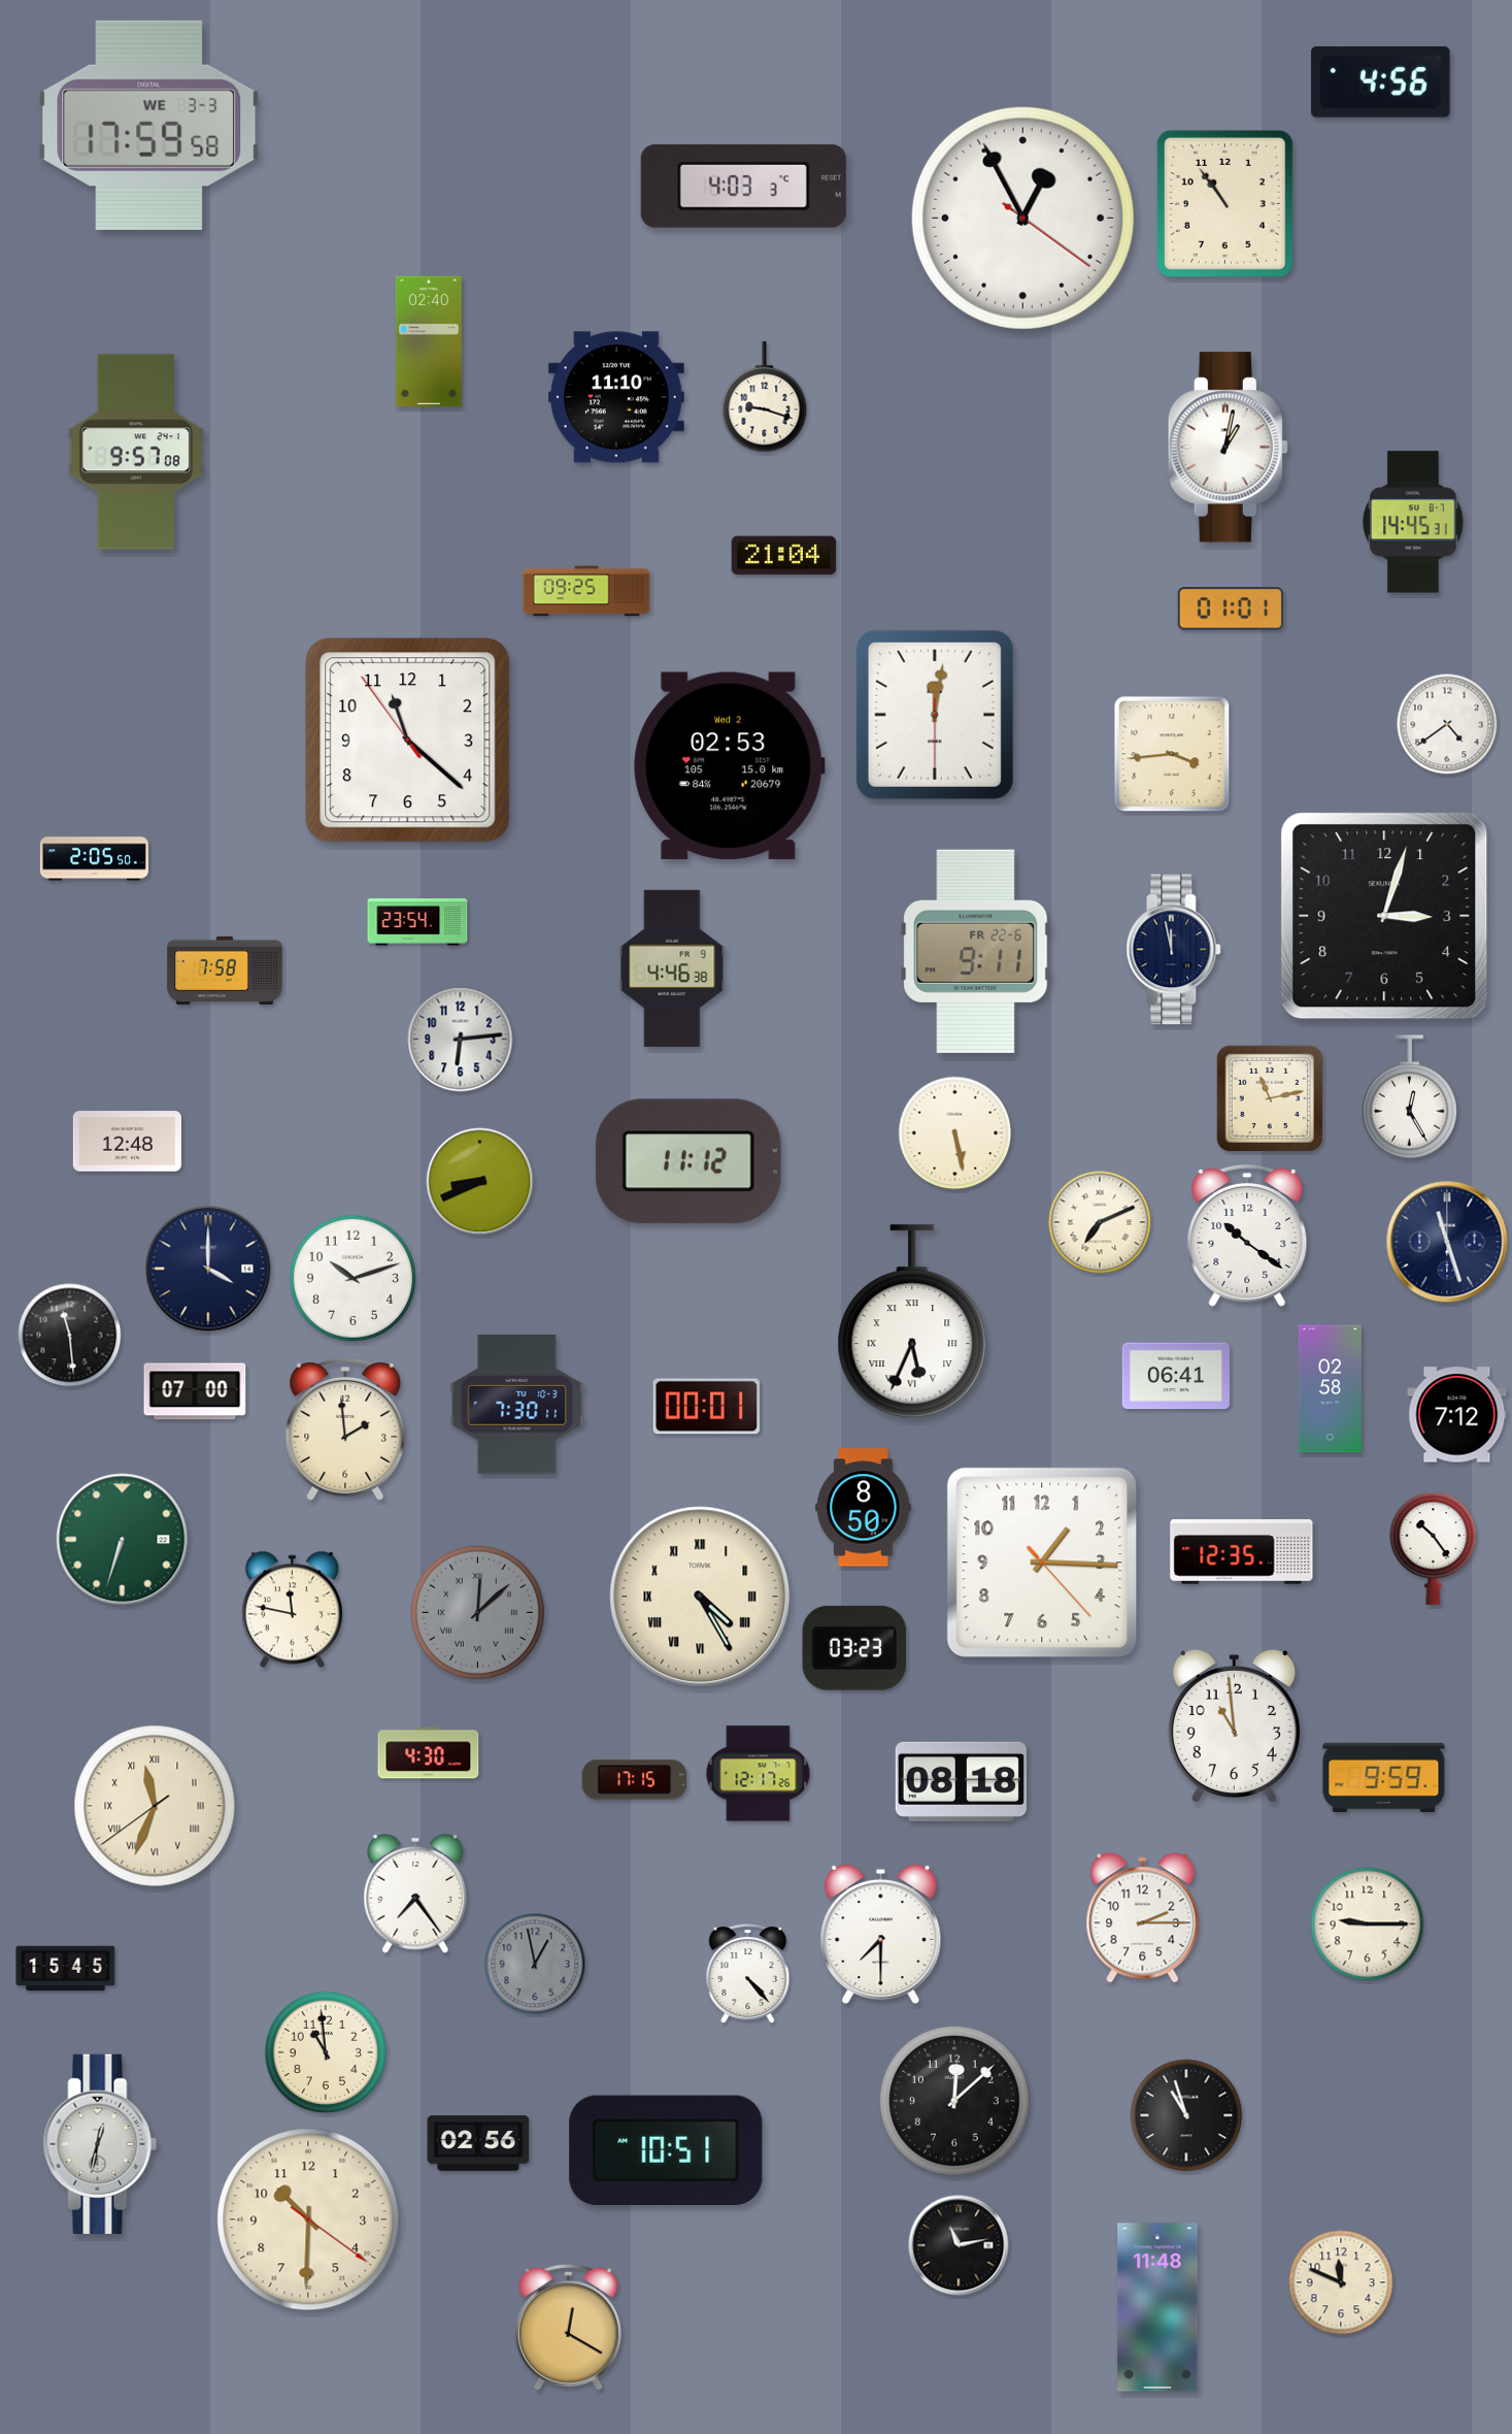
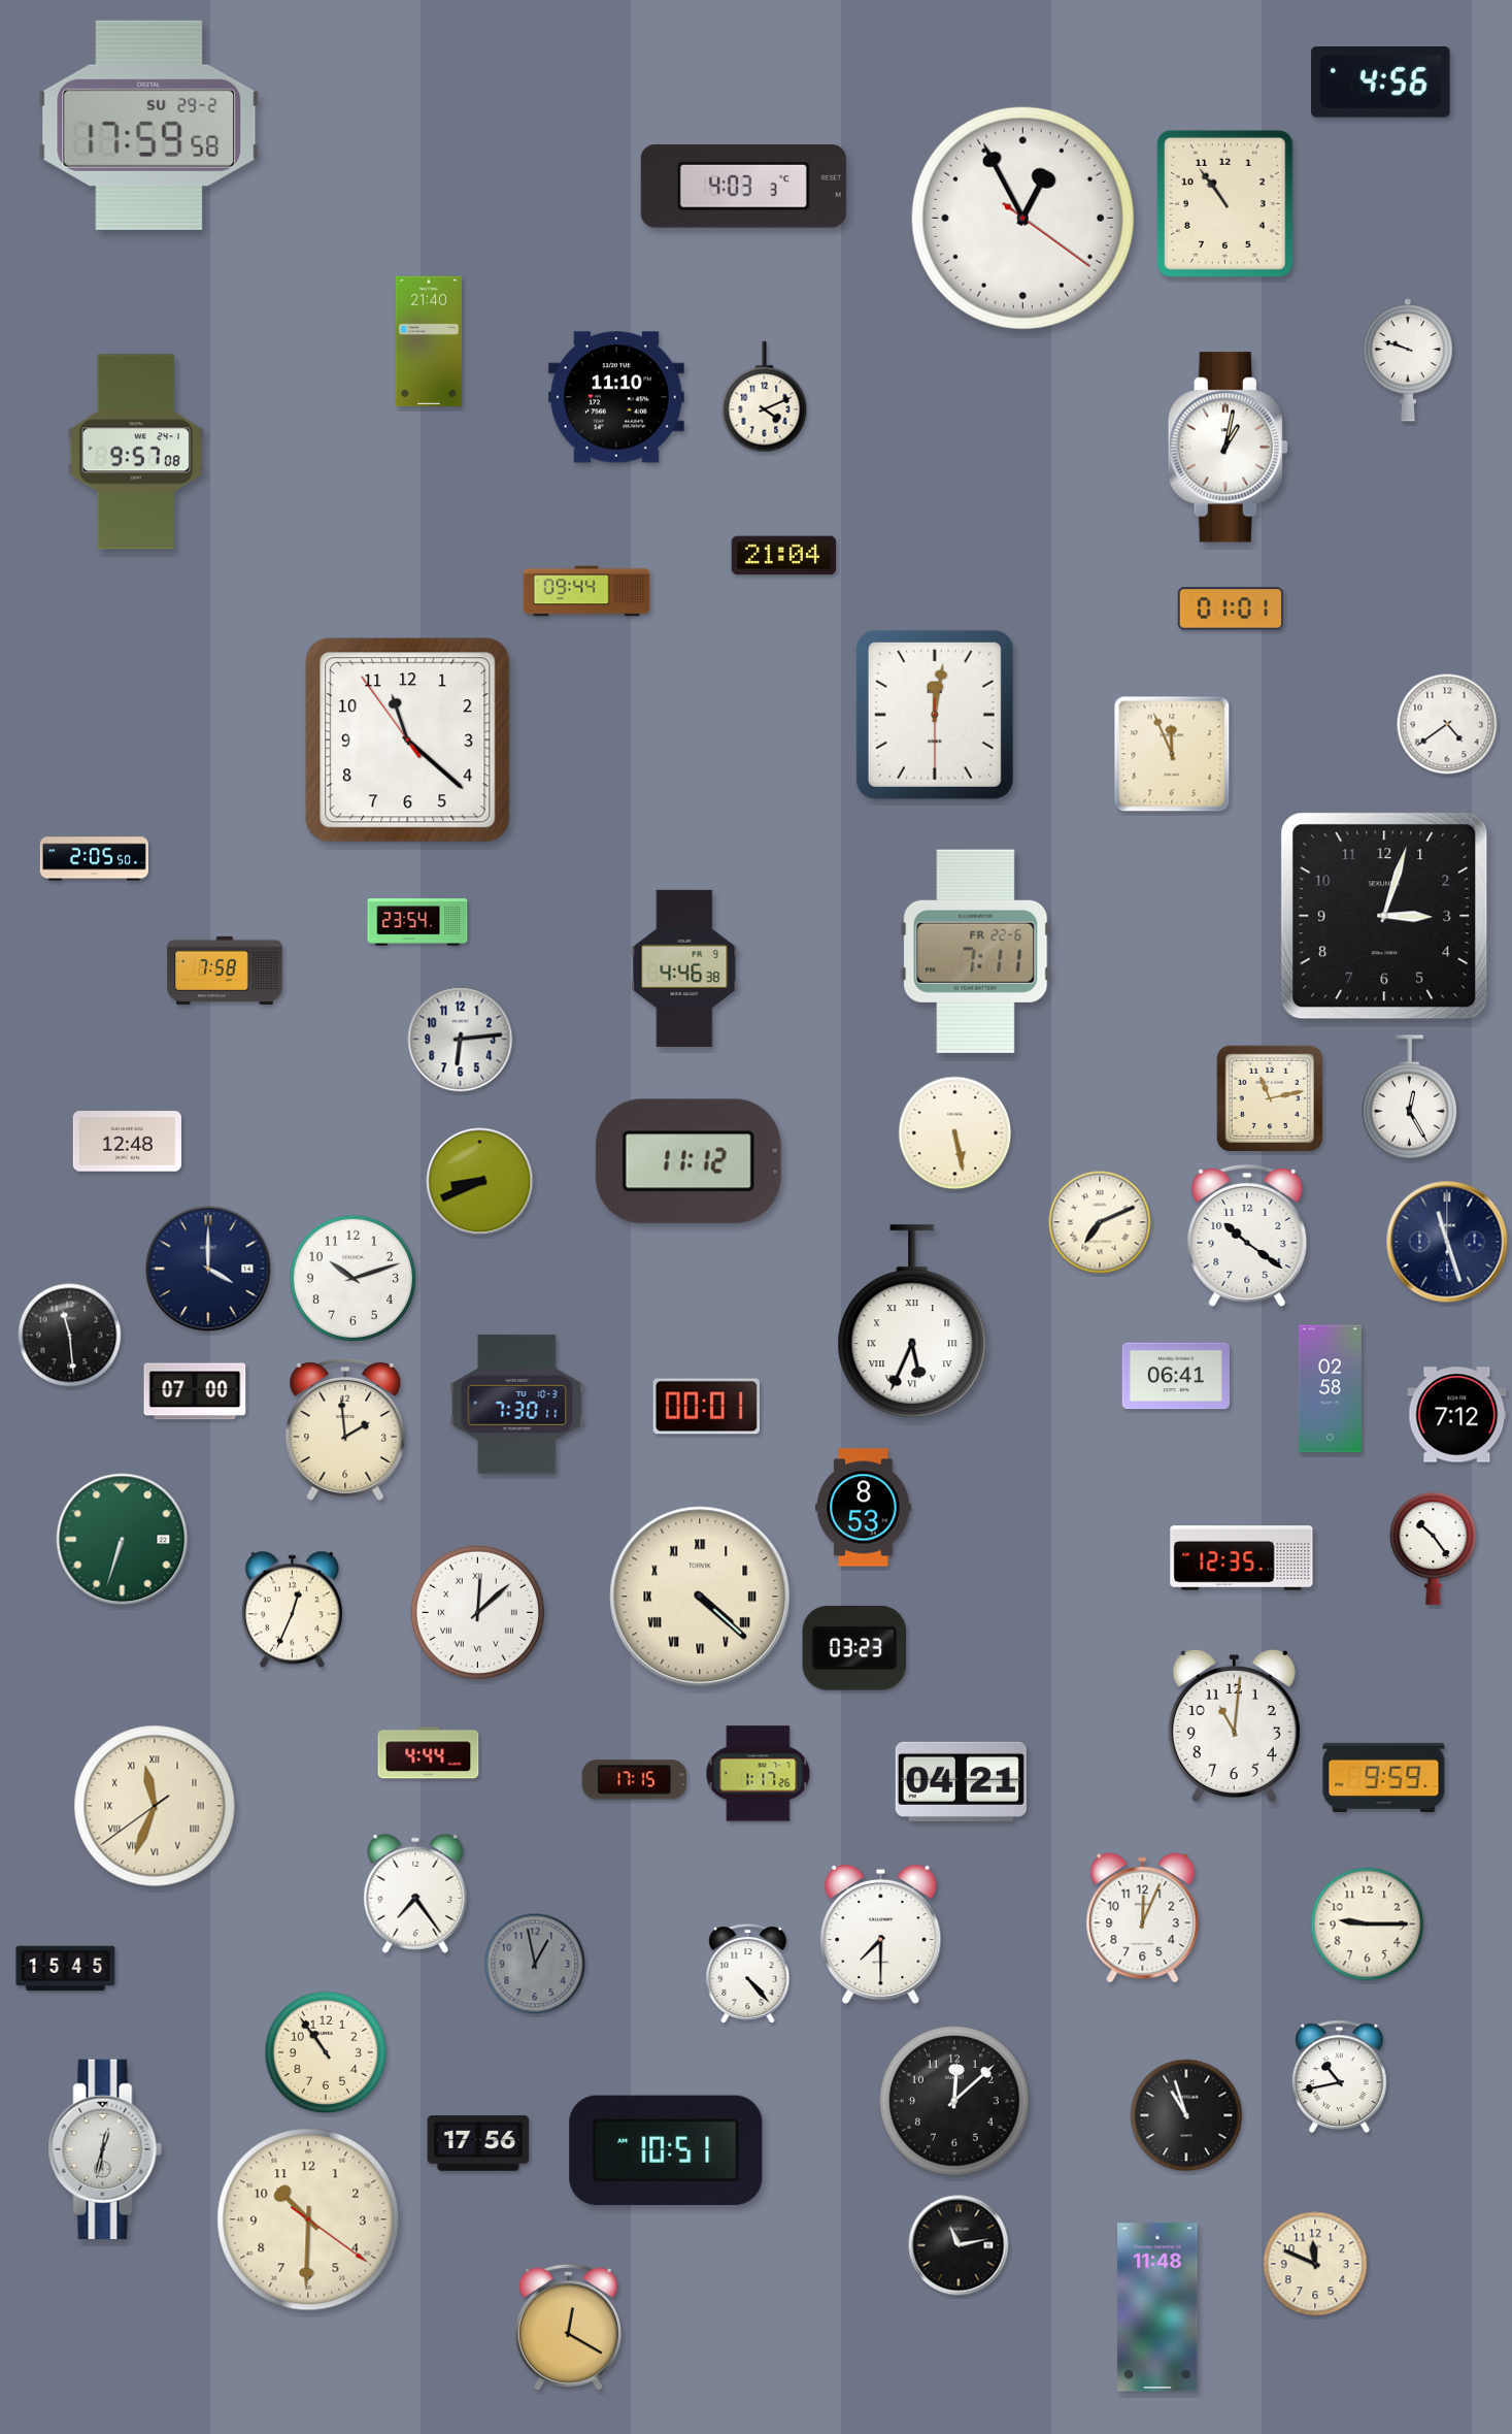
clock at (149, 125) date: WE 3-3 -> SU 29-2
clock at (429, 341): 02:40 -> 21:40
clock at (1407, 360): none -> 9:48
clock at (765, 397): 9:18 -> 4:11
clock at (1413, 522): 14:45 -> none
clock at (586, 591): 09:25 -> 09:44
clock at (1172, 754): 3:44 -> 11:56
clock at (730, 766): 02:53 -> none
clock at (1174, 950): 11:58 -> none
clock at (976, 951): 9:11 -> 7:11
clock at (672, 968) position: (672, 968) -> (684, 968)
clock at (864, 1508): 8:50 -> 8:53
clock at (1242, 1552) position: (1242, 1552) -> (1242, 1558)
clock at (1042, 1563): 1:15 -> none
clock at (700, 1597): 4:25 -> 4:22
clock at (292, 1610): 11:47 -> 12:34
clock at (477, 1612) dial: grey -> white
clock at (1234, 1726): 10:59 -> 11:01
clock at (429, 1753): 4:30 -> 4:44
clock at (759, 1774): 12:17 -> 1:17
clock at (961, 1781): 08:18 -> 04:21
clock at (1143, 1918): 2:15 -> 12:04
clock at (326, 2052): 10:59 -> 10:54
clock at (1340, 2076): none -> 10:43
clock at (478, 2143): 02:56 -> 17:56
clock at (100, 2144) position: (100, 2144) -> (105, 2149)
clock at (1341, 2282) position: (1341, 2282) -> (1315, 2264)
